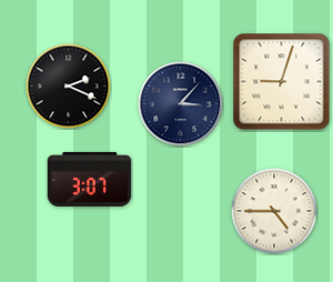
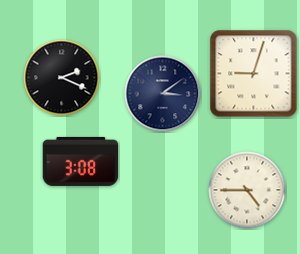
clock at (181, 104): 3:07 -> 3:09
clock at (90, 179): 3:07 -> 3:08
